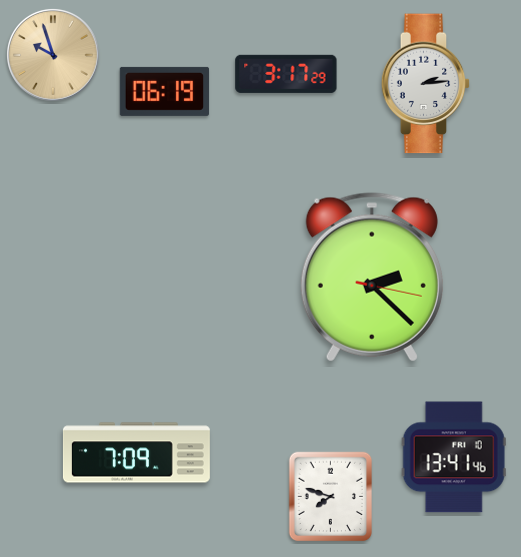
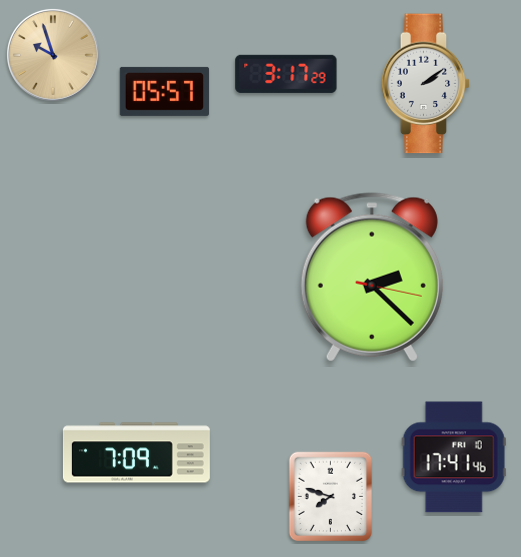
clock at (426, 84): 2:14 -> 2:09
clock at (165, 91): 06:19 -> 05:57
clock at (454, 457): 13:41 -> 17:41
